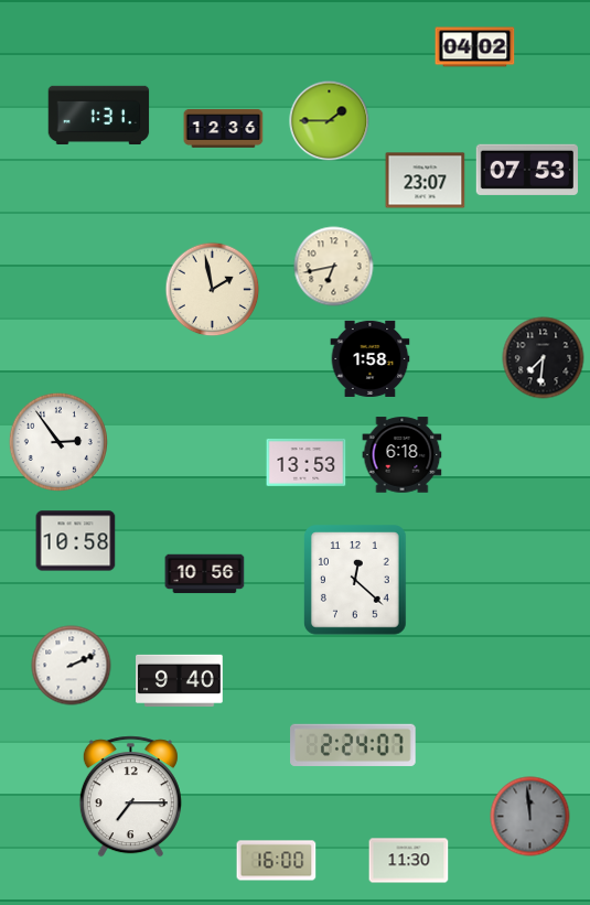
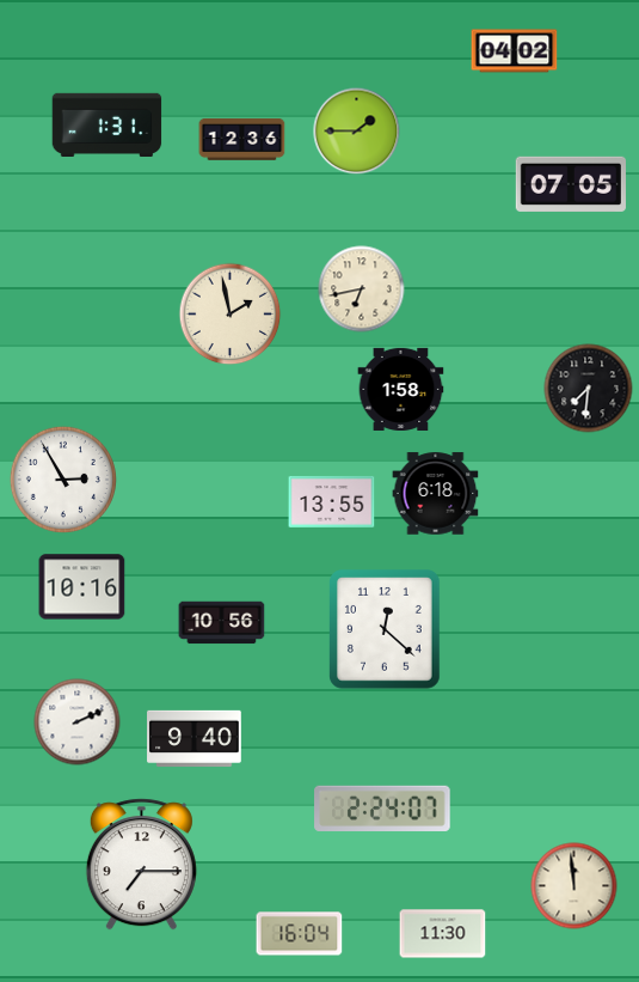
clock at (527, 169): 07:53 -> 07:05
clock at (426, 181): 23:07 -> none
clock at (58, 442): 2:54 -> 2:55
clock at (307, 463): 13:53 -> 13:55
clock at (76, 541): 10:58 -> 10:16
clock at (530, 817) dial: grey -> cream
clock at (277, 861): 16:00 -> 16:04
